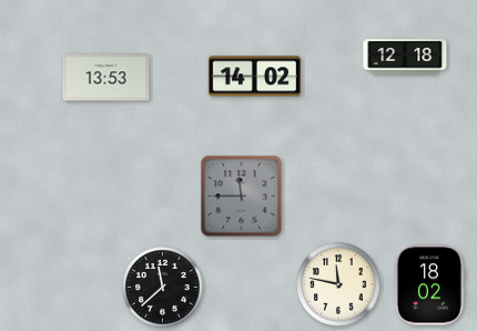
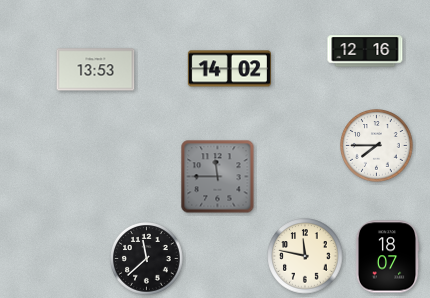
clock at (405, 57): 12:18 -> 12:16
clock at (377, 146): none -> 7:45
clock at (429, 285): 18:02 -> 18:07
